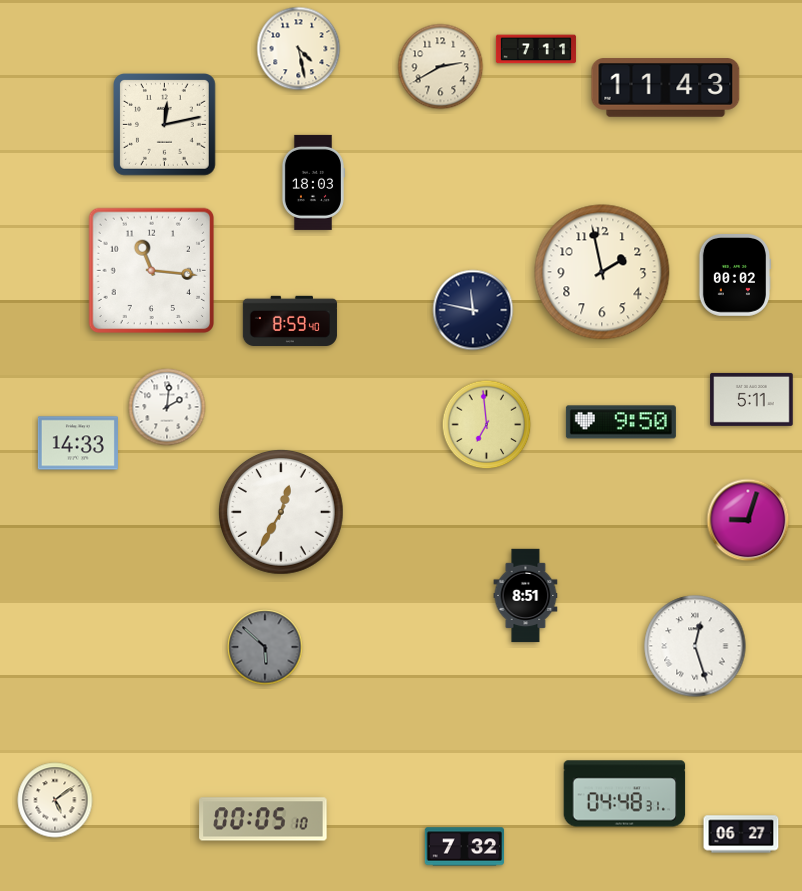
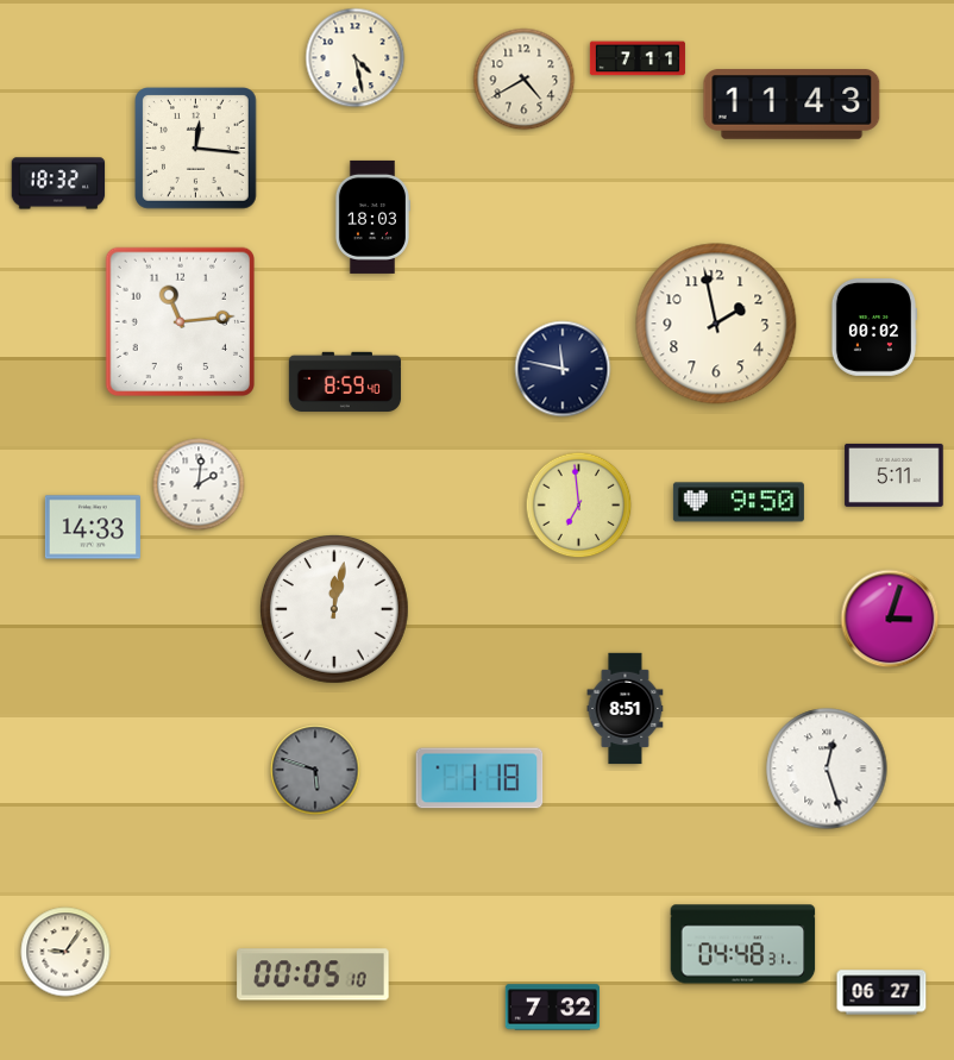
clock at (441, 67): 2:40 -> 4:40
clock at (165, 125): 12:13 -> 12:16
clock at (58, 183): none -> 18:32
clock at (151, 270): 11:16 -> 11:14
clock at (281, 512): 12:35 -> 12:02
clock at (748, 520): 9:03 -> 3:03
clock at (265, 647): 5:52 -> 5:48
clock at (479, 778): none -> 1:18
clock at (55, 800): 5:09 -> 9:06
